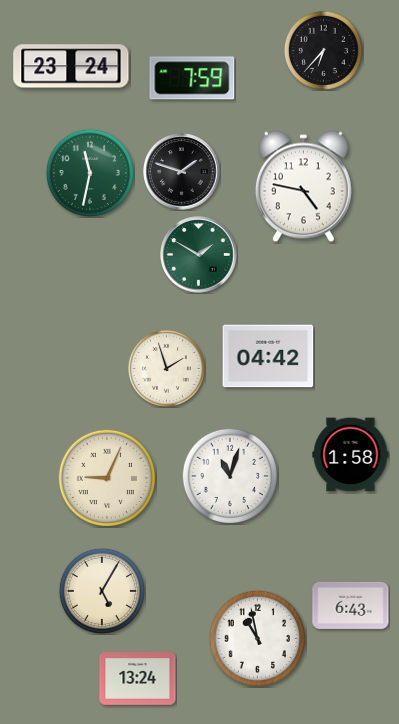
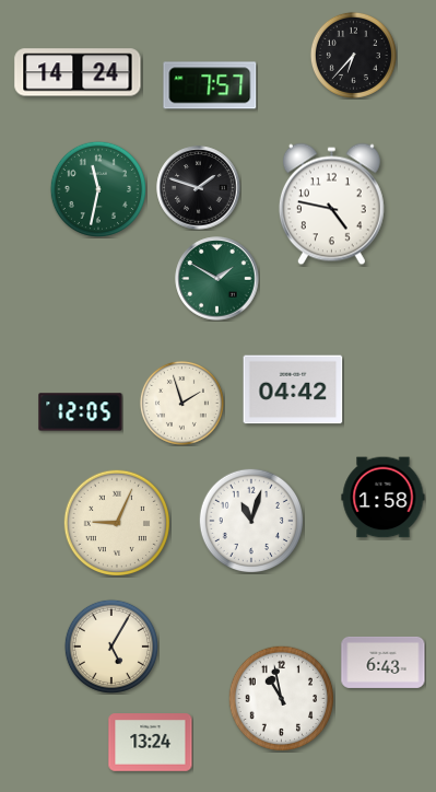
clock at (71, 66): 23:24 -> 14:24
clock at (192, 78): 7:59 -> 7:57
clock at (81, 412): none -> 12:05
